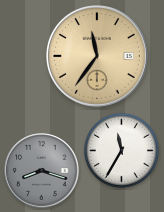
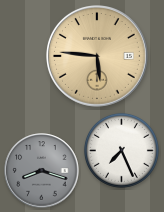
clock at (98, 57): 11:36 -> 5:46
clock at (121, 150): 11:35 -> 7:26
